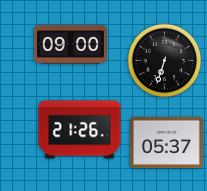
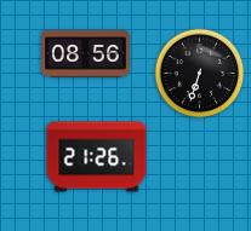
clock at (71, 45): 09:00 -> 08:56
clock at (167, 143): 05:37 -> none
